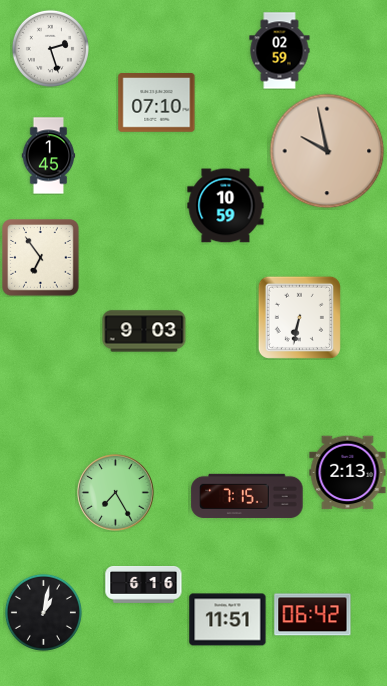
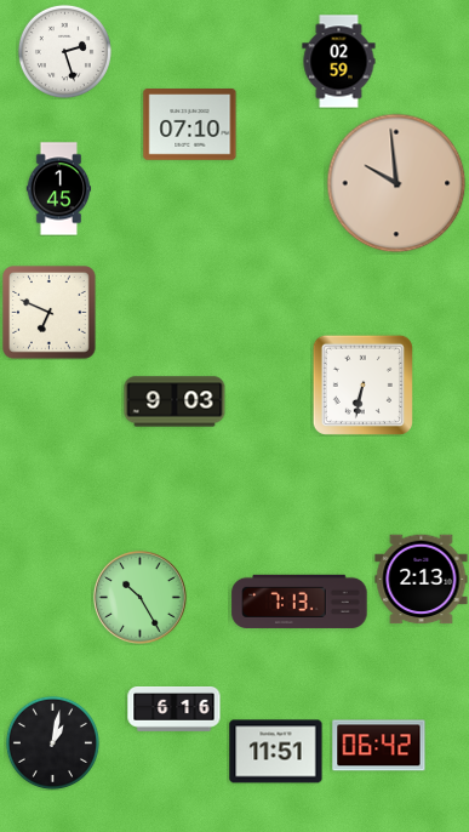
clock at (50, 48) position: (50, 48) -> (64, 51)
clock at (327, 151): 9:58 -> 9:59
clock at (226, 206): 10:59 -> none
clock at (41, 258): 6:54 -> 6:49
clock at (348, 473) position: (348, 473) -> (422, 580)
clock at (116, 493): 7:25 -> 10:25
clock at (247, 496): 7:15 -> 7:13
